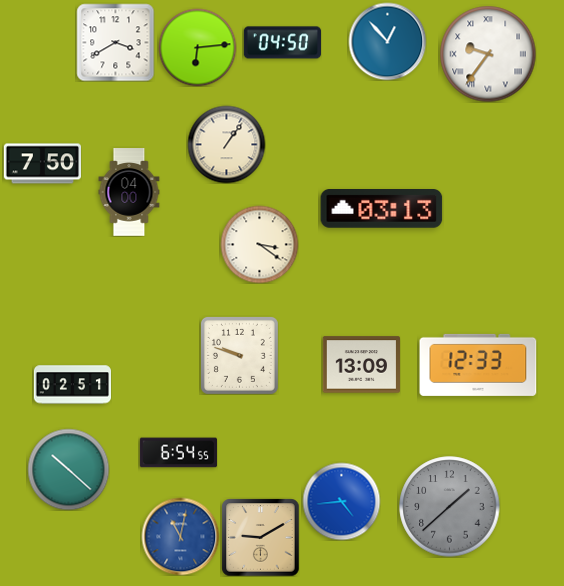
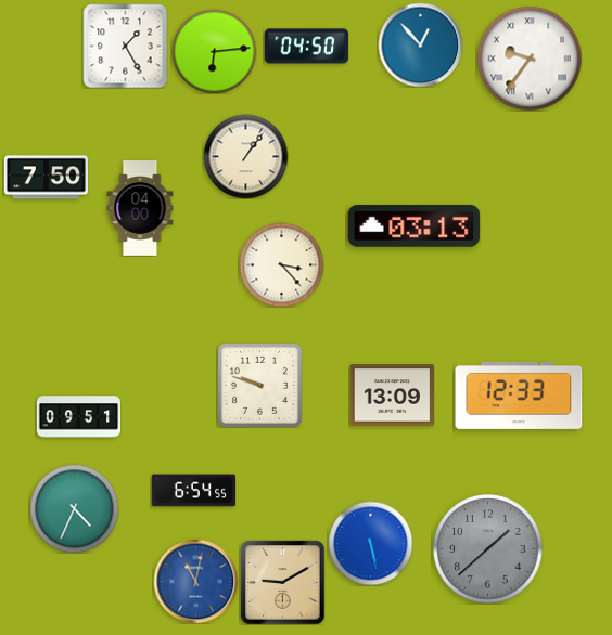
clock at (115, 42): 3:40 -> 1:25
clock at (259, 244): 3:21 -> 3:23
clock at (72, 385): 02:51 -> 09:51
clock at (68, 469): 10:22 -> 4:34
clock at (341, 501): 4:44 -> 5:28
